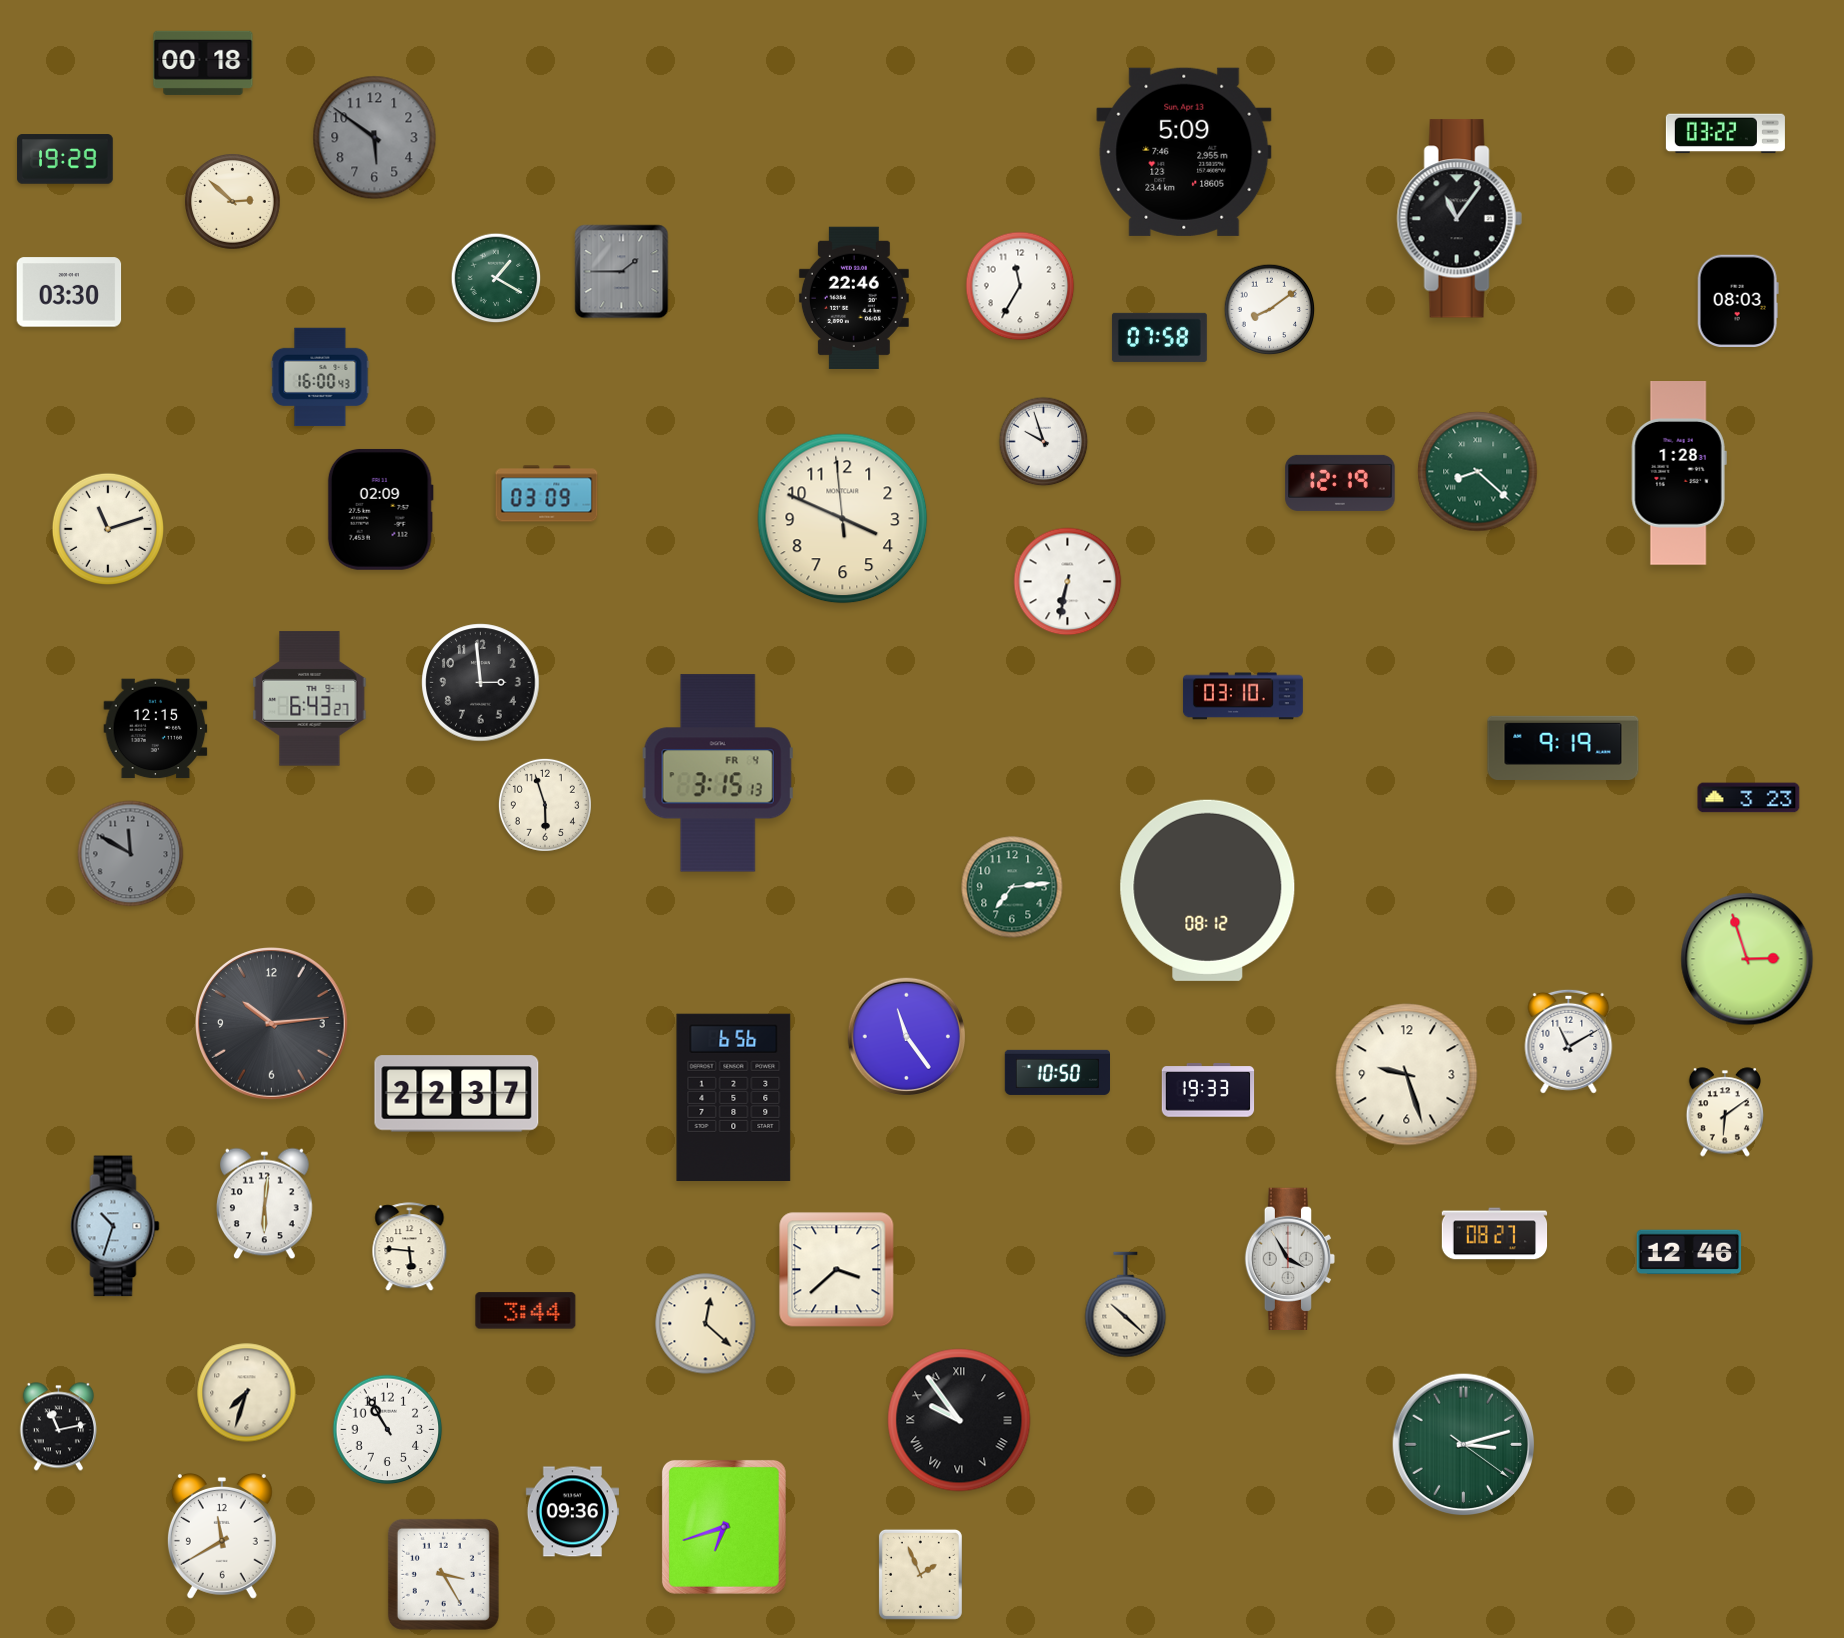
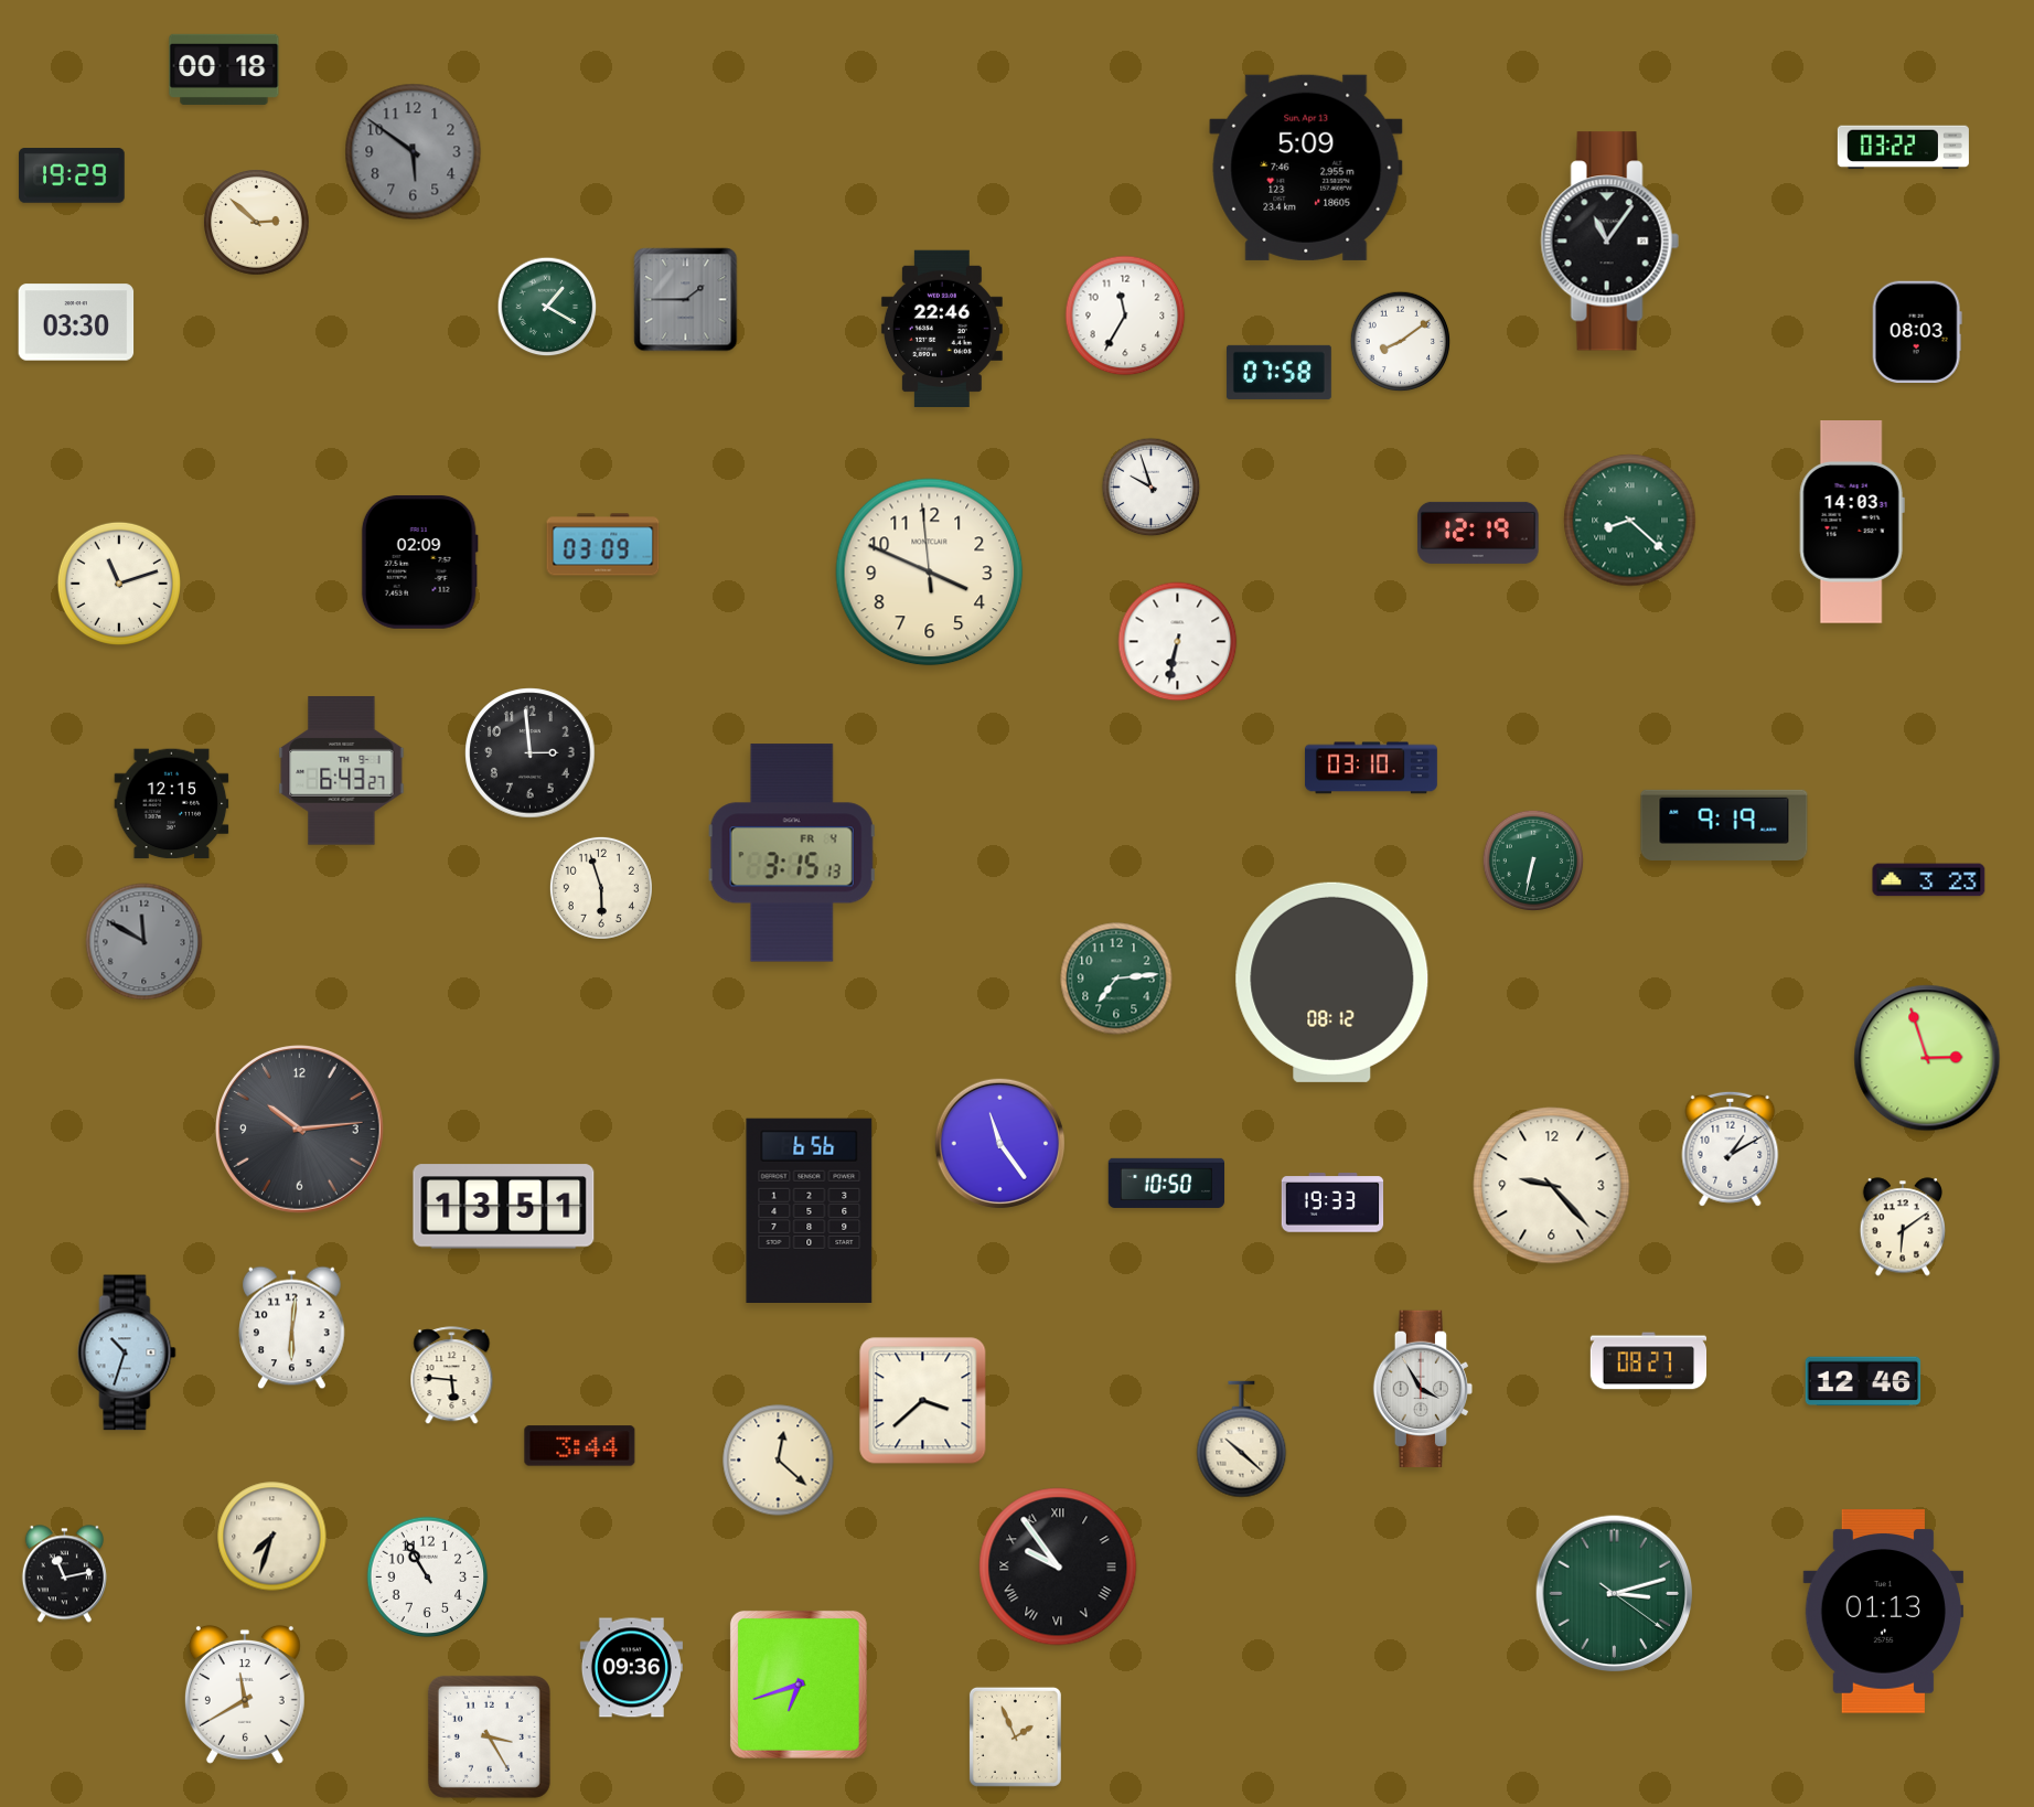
clock at (320, 377): 16:00 -> none
clock at (1679, 474): 1:28 -> 14:03
clock at (1532, 859): none -> 6:32
clock at (1569, 1041): 11:10 -> 1:10
clock at (1407, 1075): 9:27 -> 9:23
clock at (457, 1094): 22:37 -> 13:51
clock at (1884, 1612): none -> 01:13
